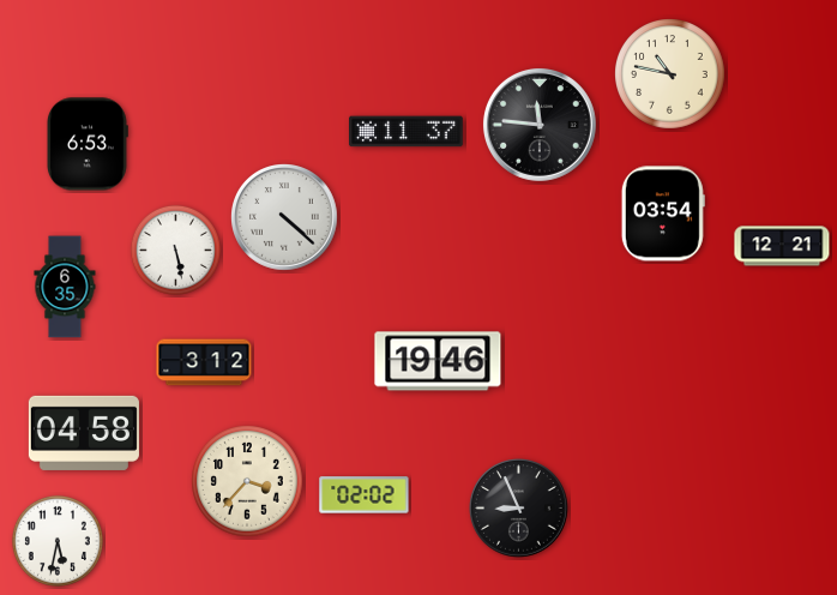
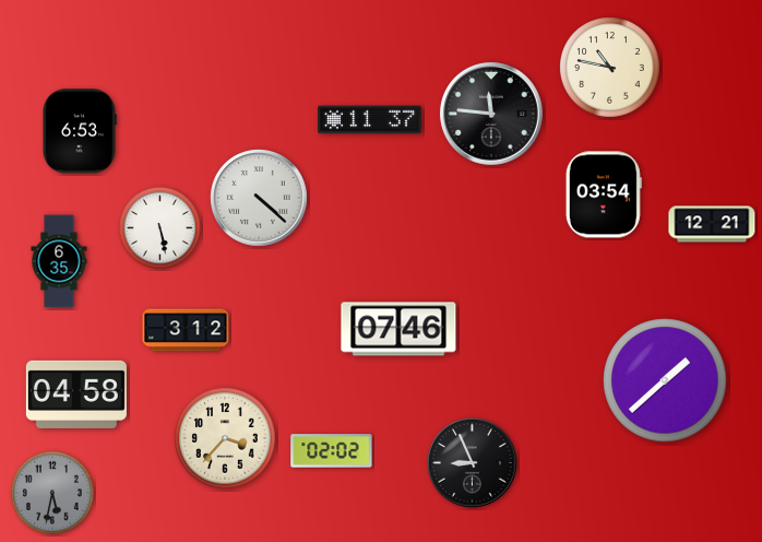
clock at (438, 361): 19:46 -> 07:46
clock at (665, 380): none -> 1:38
clock at (58, 541) dial: white -> grey
